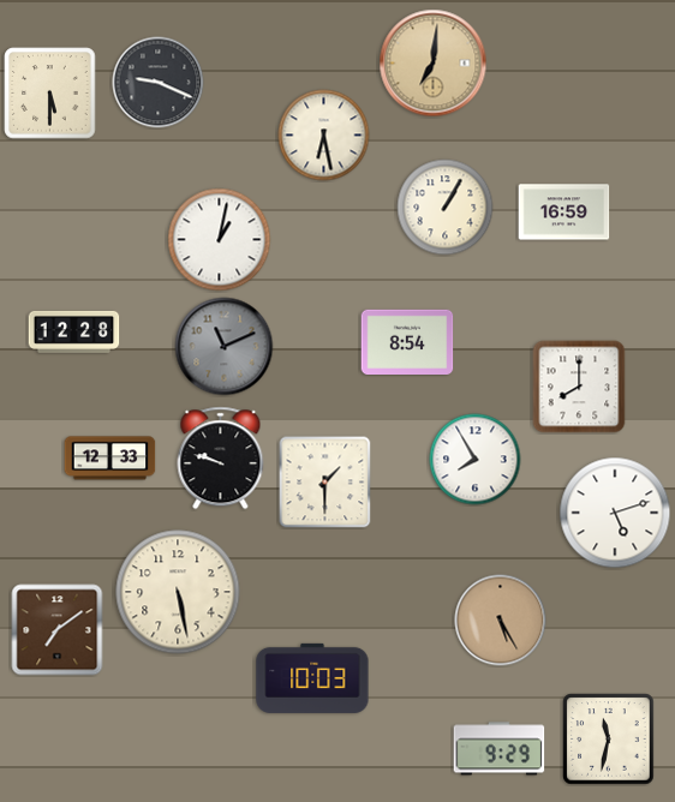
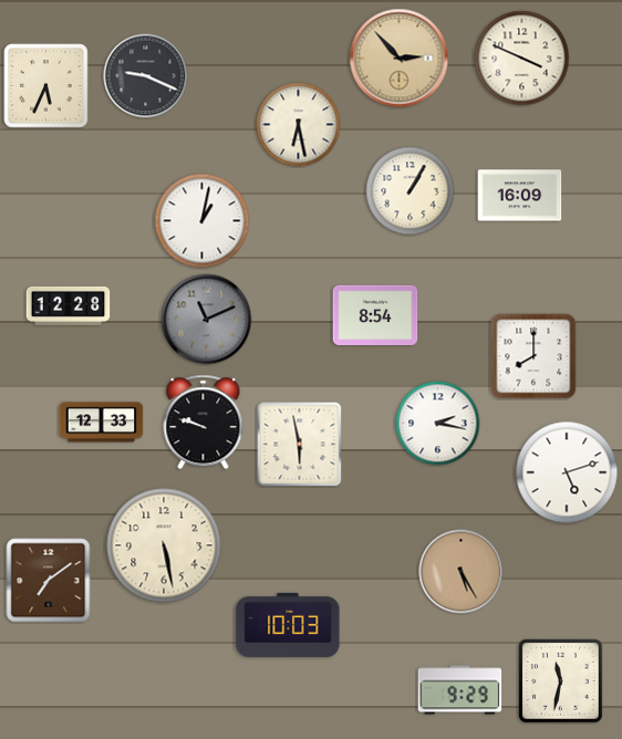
clock at (434, 64): 7:01 -> 2:53
clock at (522, 59): none -> 3:49
clock at (50, 94): 5:30 -> 5:34
clock at (565, 213): 16:59 -> 16:09
clock at (476, 460): 7:55 -> 2:17
clock at (325, 483): 1:30 -> 5:58
clock at (58, 630) position: (58, 630) -> (49, 581)
